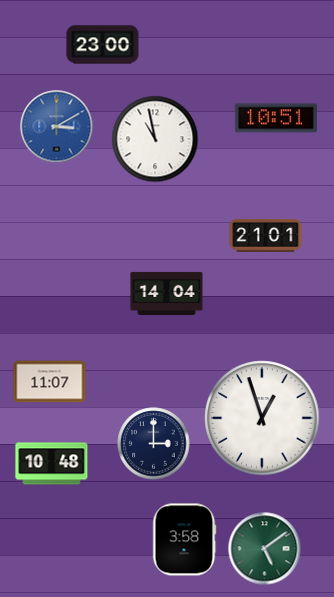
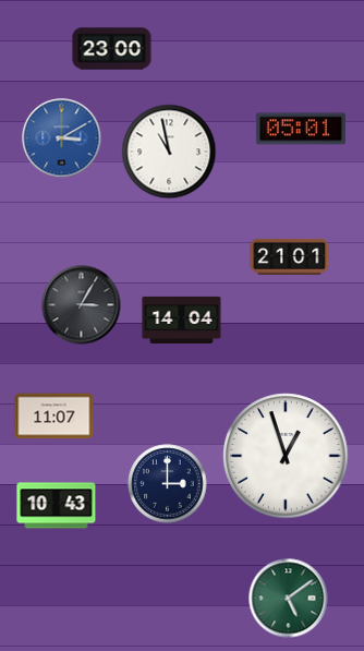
clock at (276, 118): 10:51 -> 05:01
clock at (82, 305): none -> 3:05
clock at (52, 464): 10:48 -> 10:43
clock at (184, 540): 3:58 -> none
